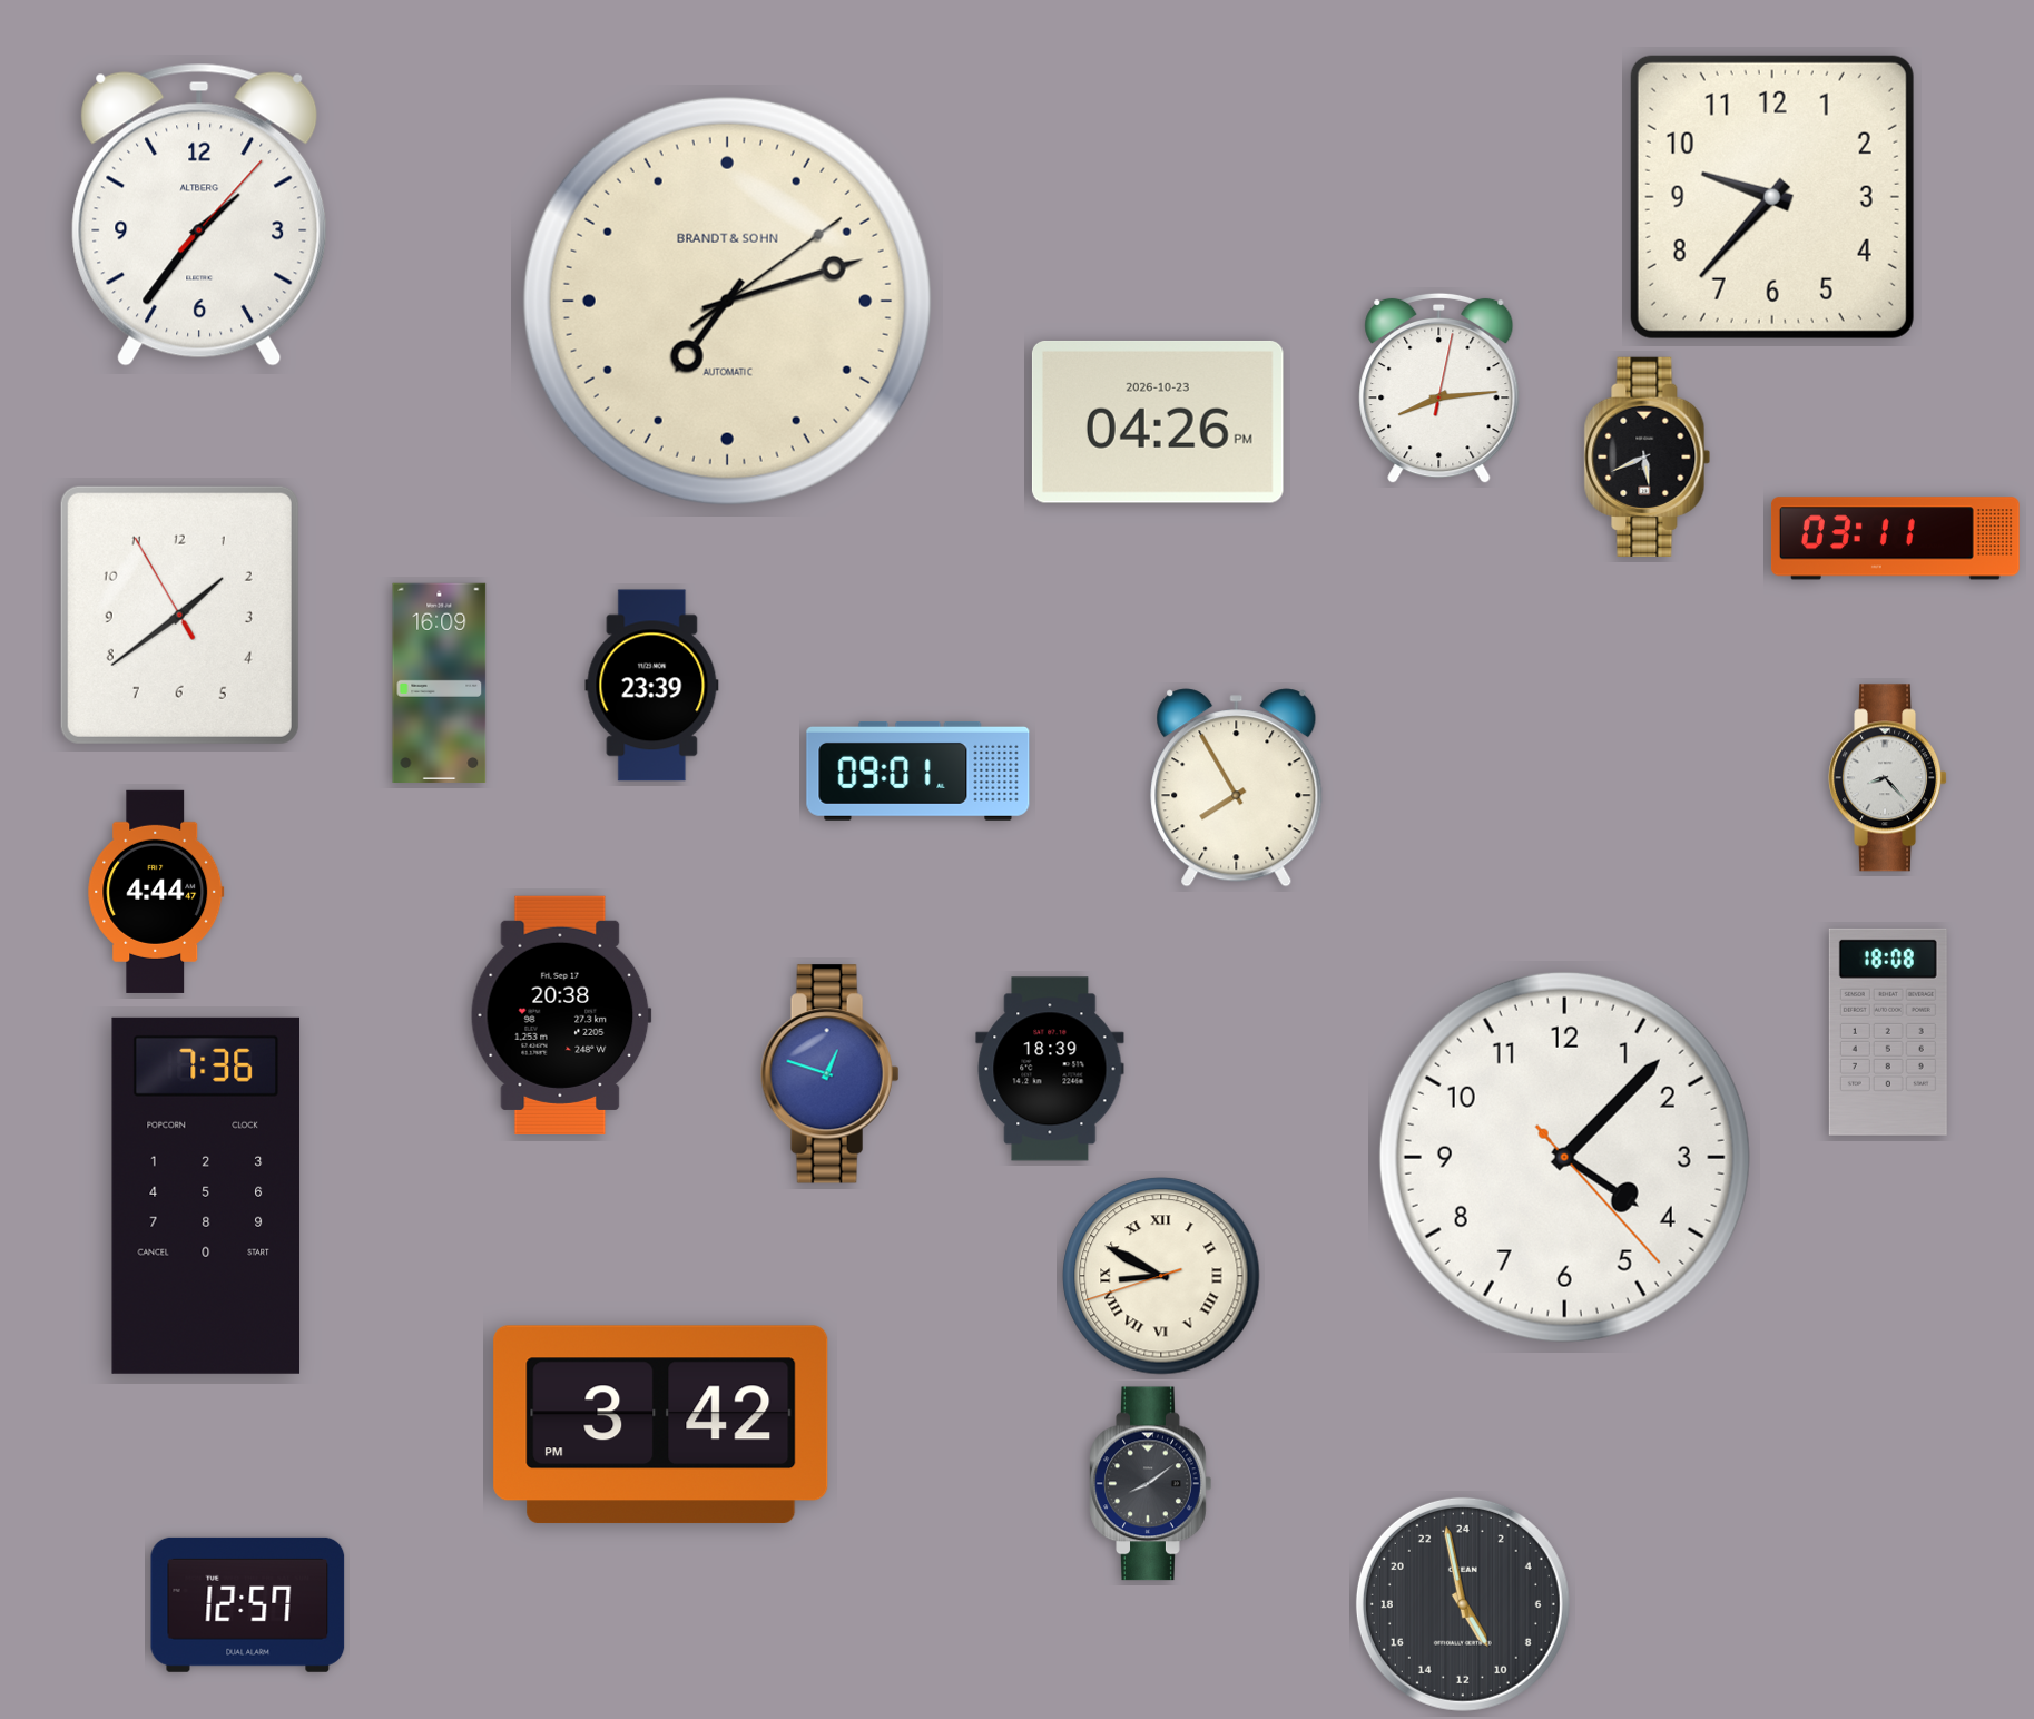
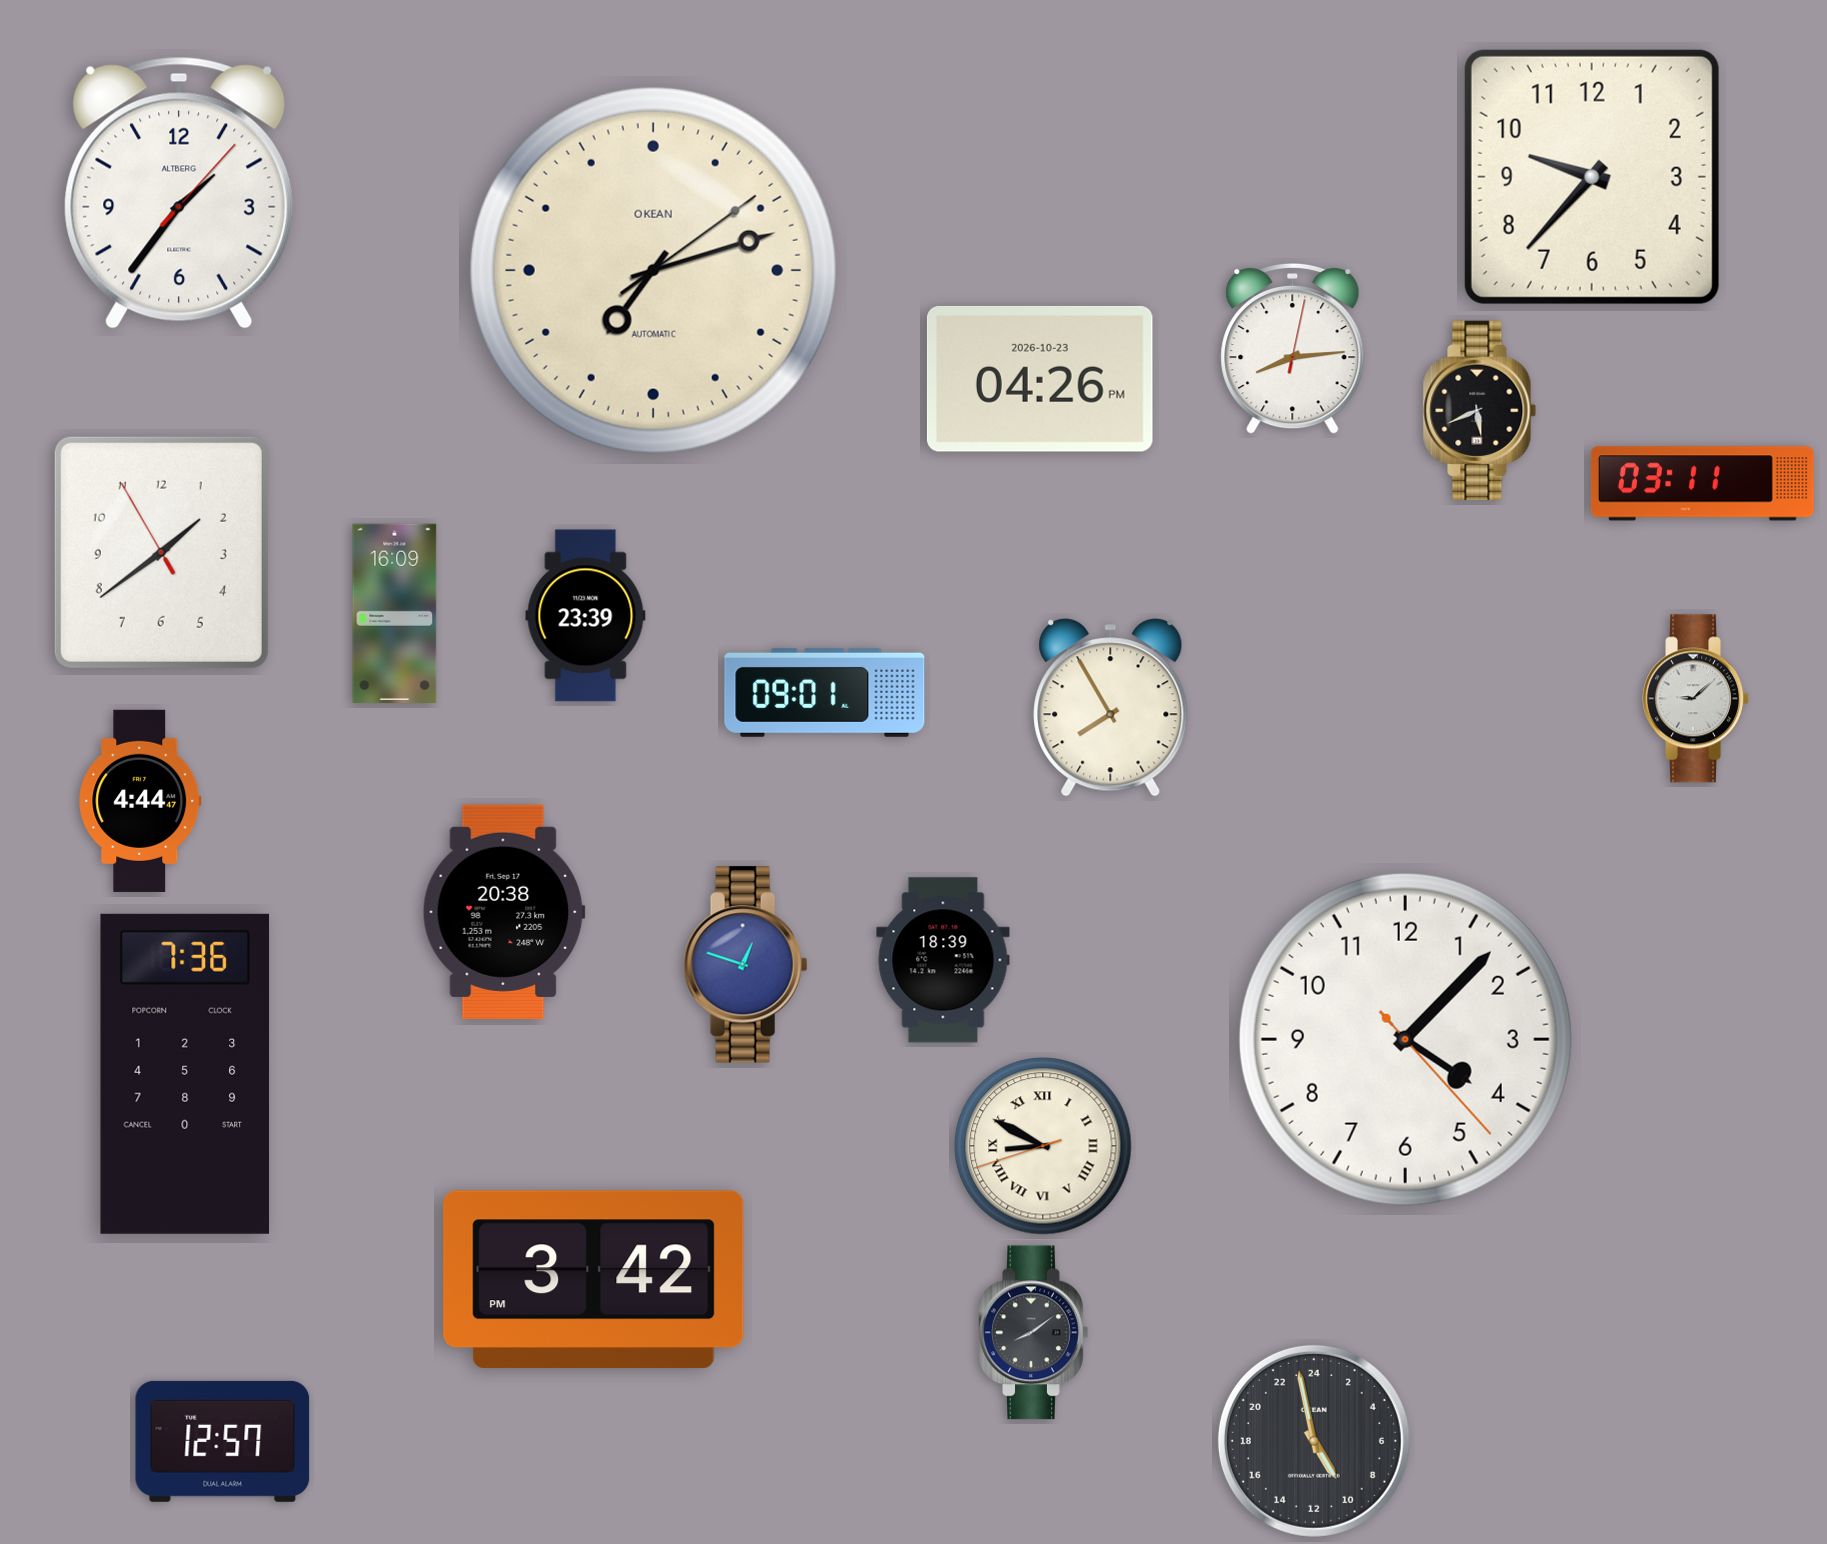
clock at (727, 301) brand: BRANDT & SOHN -> OKEAN
clock at (1888, 778): 8:23 -> 9:08
clock at (1888, 1032): 18:08 -> none
